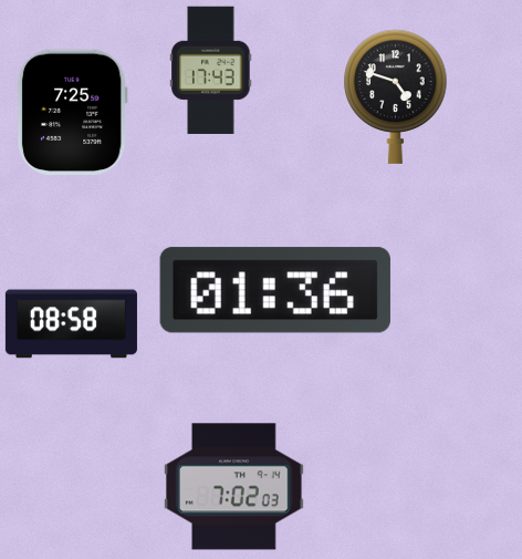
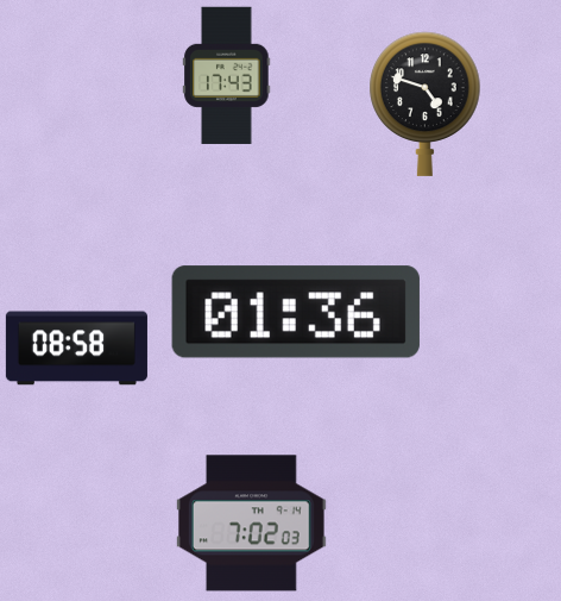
clock at (72, 112): 7:25 -> none
